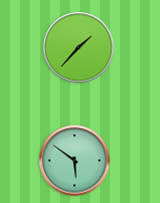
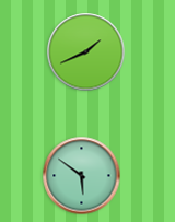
clock at (79, 48): 1:37 -> 1:41
